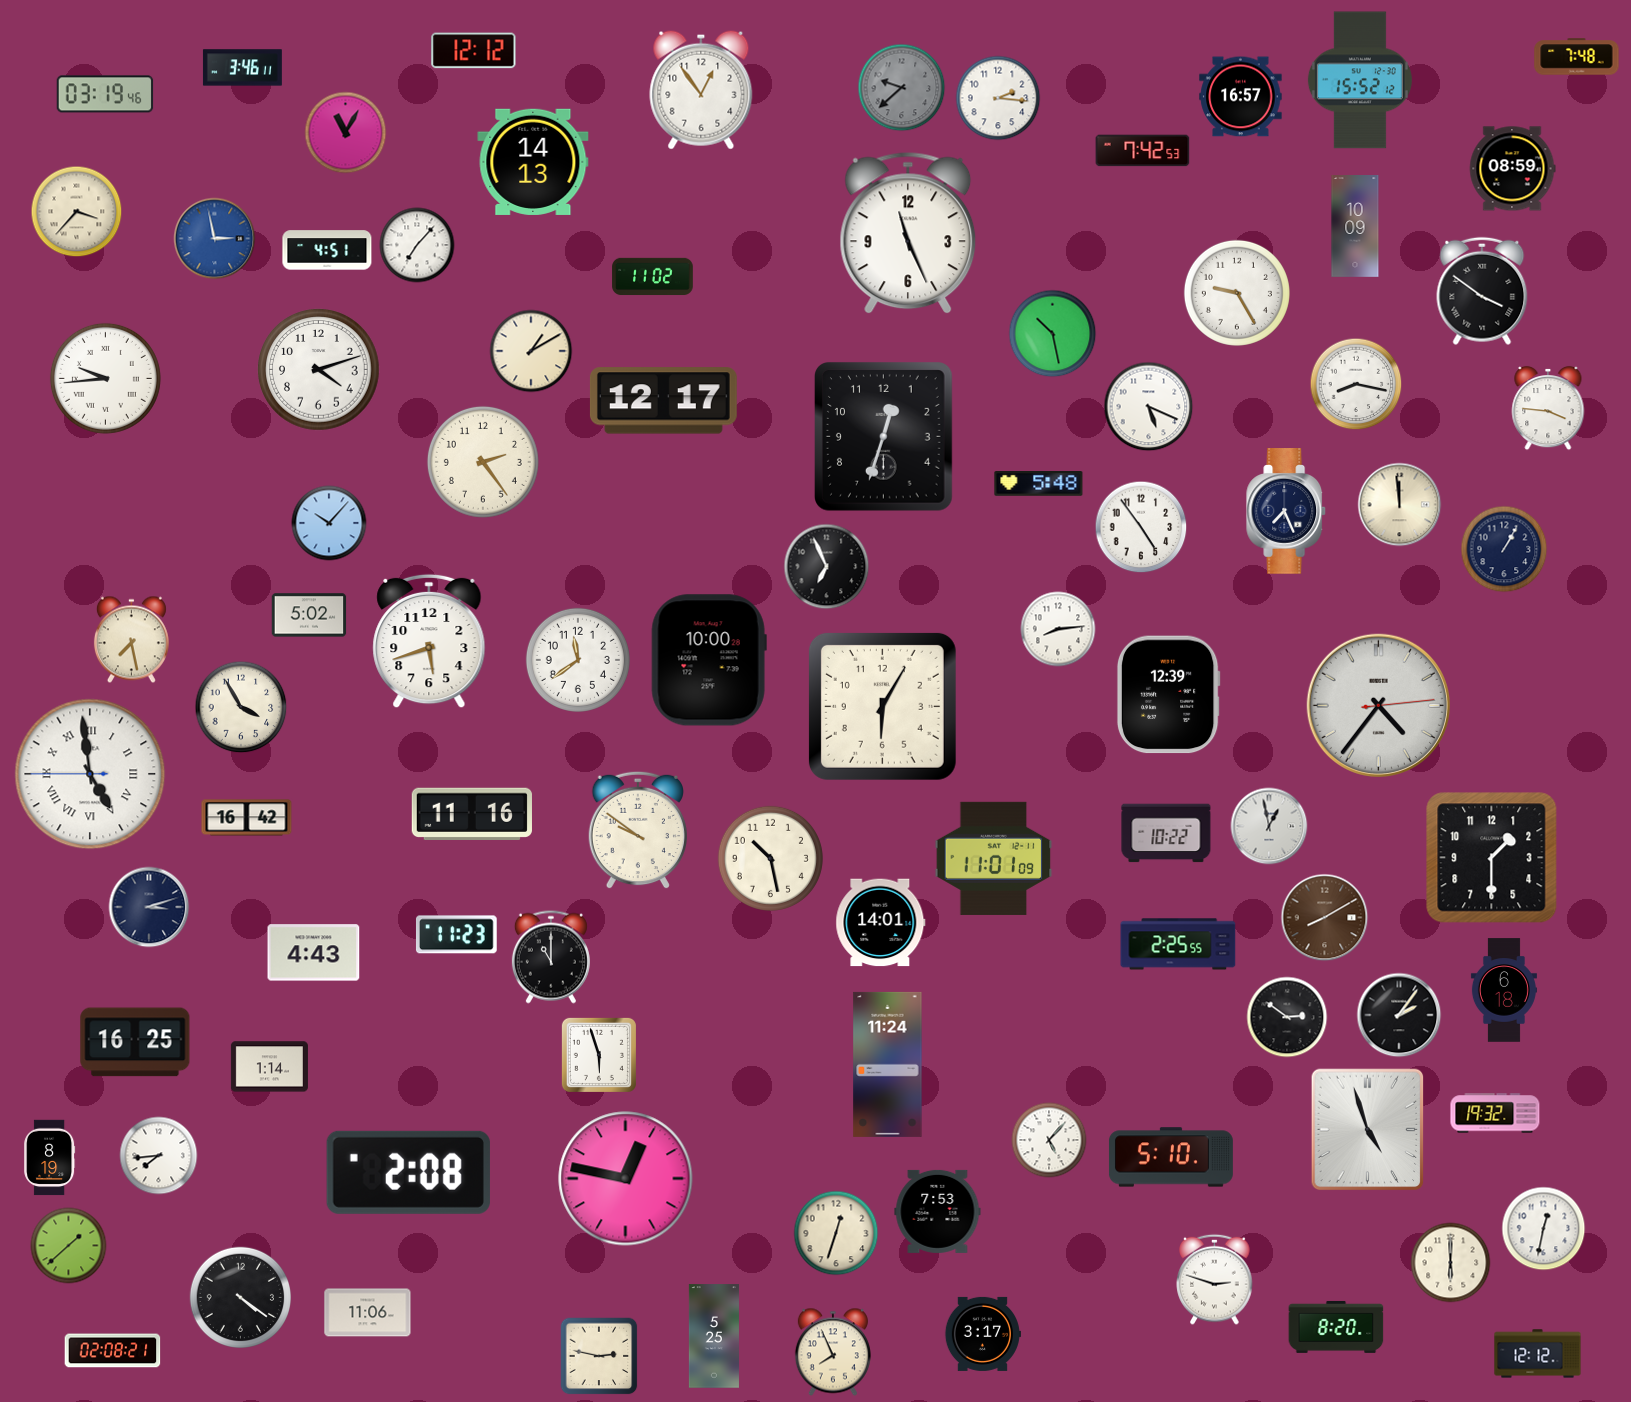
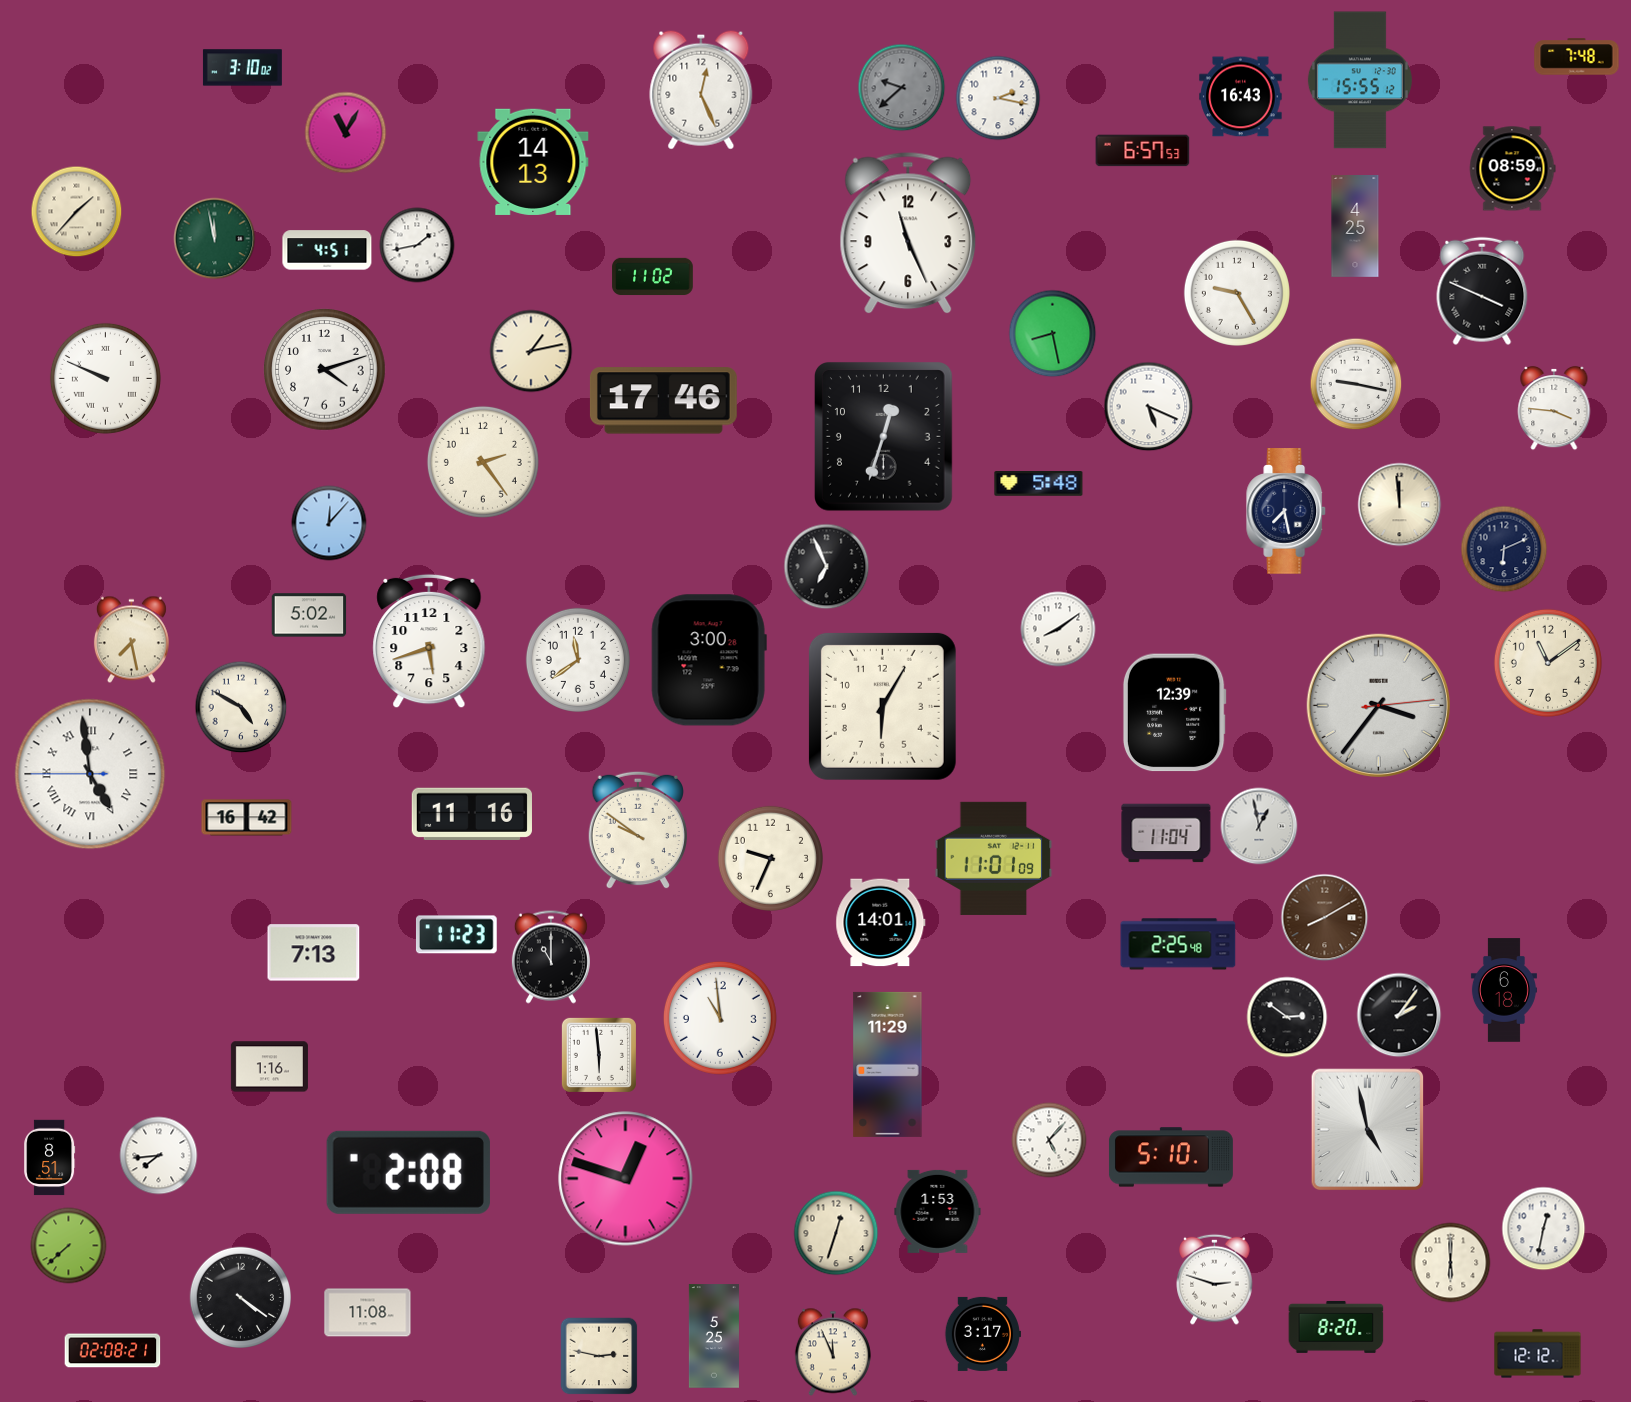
clock at (474, 51): 12:12 -> none
clock at (242, 68): 3:46 -> 3:10
clock at (1360, 80): 15:52 -> 15:55
clock at (701, 90): 12:54 -> 12:26
clock at (105, 94): 03:19 -> none
clock at (1241, 97): 16:57 -> 16:43
clock at (998, 98): 2:16 -> 2:17
clock at (1143, 151): 7:42 -> 6:57
clock at (77, 212): 3:37 -> 1:37
clock at (1355, 227): 10:09 -> 4:25
clock at (215, 239): 2:58 -> 11:58
clock at (215, 239) dial: blue -> green
clock at (417, 245): 7:07 -> 1:43
clock at (1482, 291): 3:51 -> 3:49
clock at (1053, 334): 10:28 -> 8:28
clock at (531, 351): 1:10 -> 1:13
clock at (319, 370) position: (319, 370) -> (325, 370)
clock at (105, 378): 9:44 -> 9:49
clock at (1356, 384): 8:17 -> 9:17
clock at (663, 401): 12:17 -> 17:46
clock at (1548, 408) position: (1548, 408) -> (1554, 408)
clock at (1287, 511): 7:26 -> 7:28
clock at (329, 523): 10:07 -> 12:07
clock at (1141, 527): 4:54 -> none
clock at (1504, 549): 1:05 -> 6:11
clock at (1058, 629): 8:14 -> 8:09
clock at (709, 660): 10:00 -> 3:00
clock at (1548, 663): none -> 11:09
clock at (1168, 695) position: (1168, 695) -> (1174, 713)
clock at (1378, 705): 4:36 -> 3:36
clock at (241, 707): 3:55 -> 4:50
clock at (1269, 826) position: (1269, 826) -> (1259, 826)
clock at (1166, 833): 10:22 -> 11:04
clock at (770, 858): 10:28 -> 9:34
clock at (1492, 858): 1:30 -> none
clock at (149, 907): 3:12 -> none
clock at (1178, 944): 2:25:55 -> 2:25:48
clock at (314, 953): 4:43 -> 7:13
clock at (720, 1018): none -> 10:59
clock at (135, 1042): 16:25 -> none
clock at (599, 1055): 5:57 -> 5:59
clock at (888, 1064): 11:24 -> 11:29
clock at (269, 1067): 1:14 -> 1:16
clock at (1495, 1113): 19:32 -> none
clock at (1368, 1130): 4:57 -> 4:58
clock at (50, 1158): 8:19 -> 8:51
clock at (626, 1179): 12:47 -> 12:48
clock at (938, 1211): 7:53 -> 1:53
clock at (69, 1246): 1:38 -> 7:38
clock at (368, 1313): 11:06 -> 11:08
clock at (833, 1352): 7:56 -> 11:56
